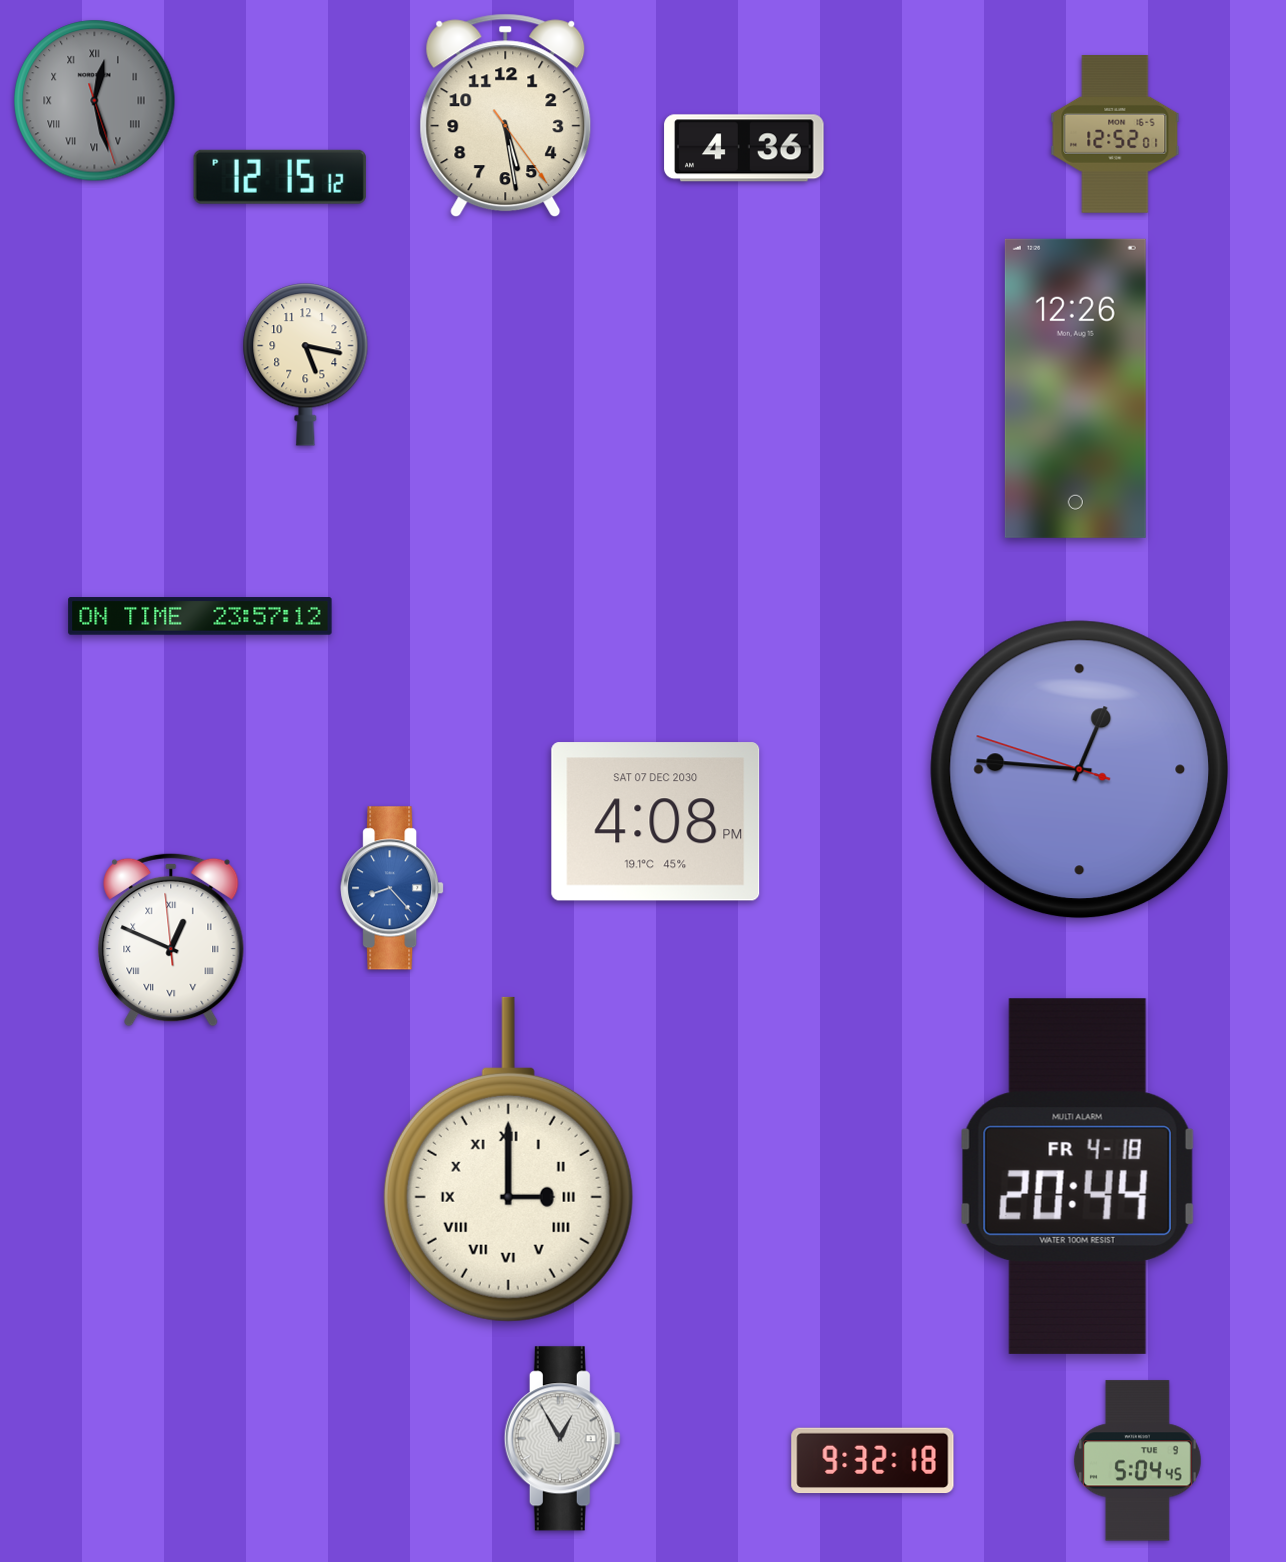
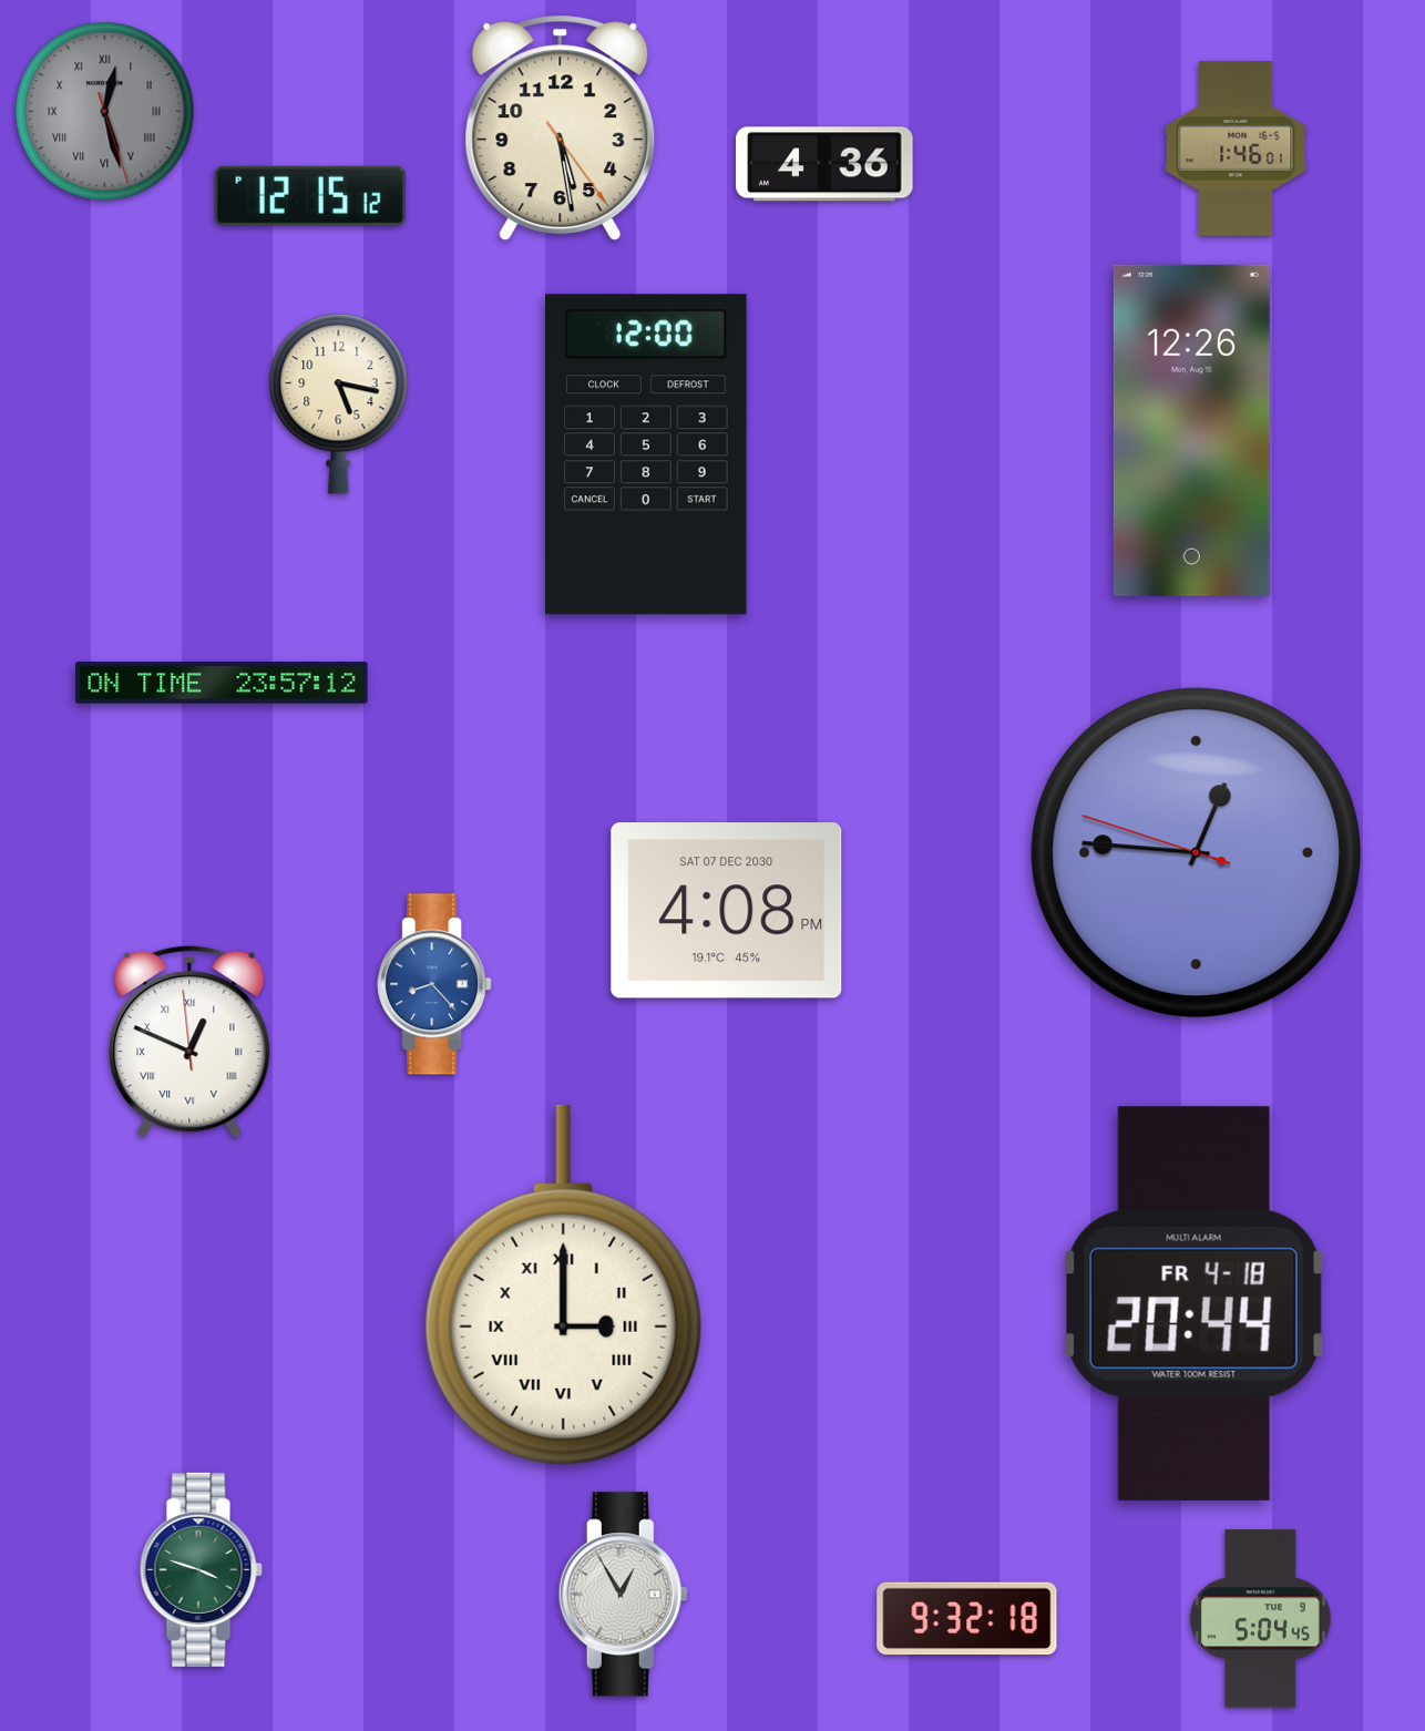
clock at (1115, 135): 12:52 -> 1:46
clock at (647, 454): none -> 12:00
clock at (201, 1569): none -> 3:48
